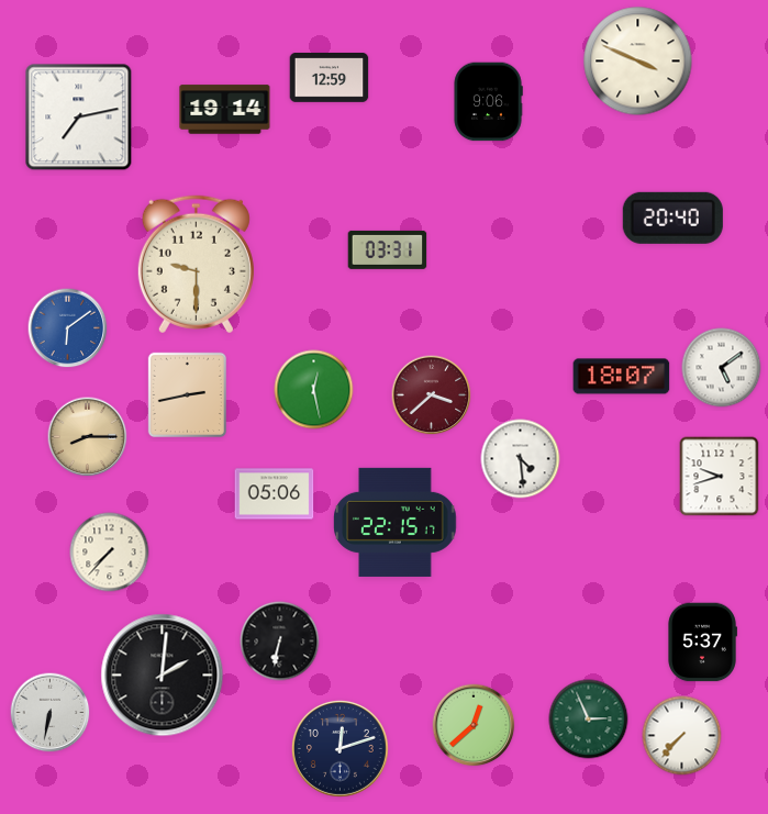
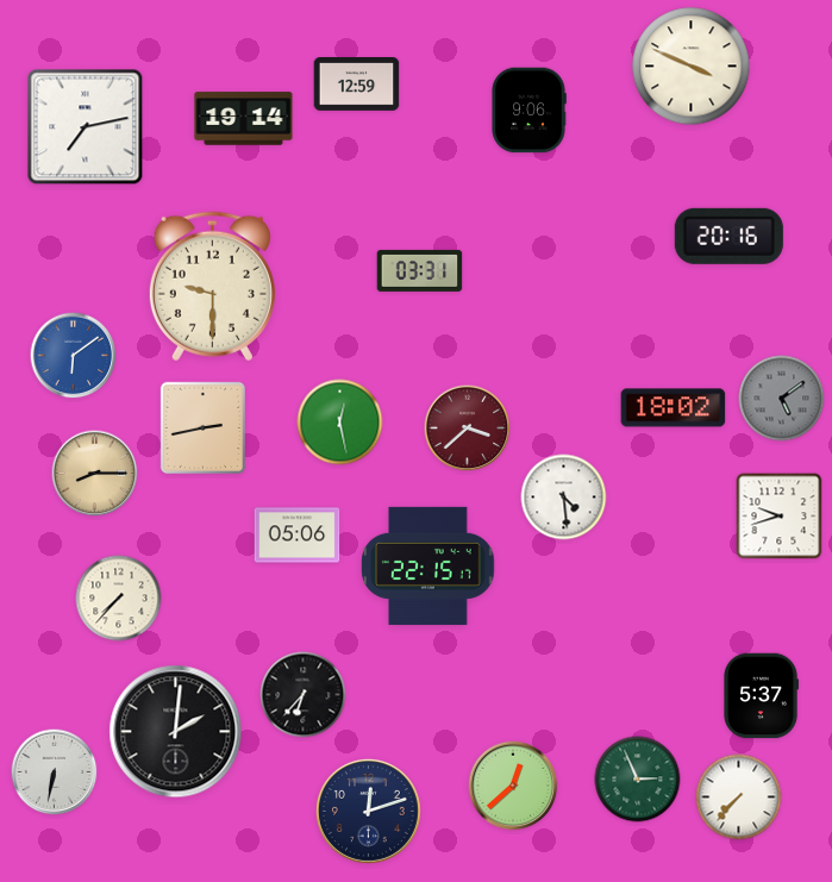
clock at (672, 218): 20:40 -> 20:16
clock at (722, 368) dial: white -> grey
clock at (622, 377): 18:07 -> 18:02
clock at (280, 642): 6:32 -> 6:37
